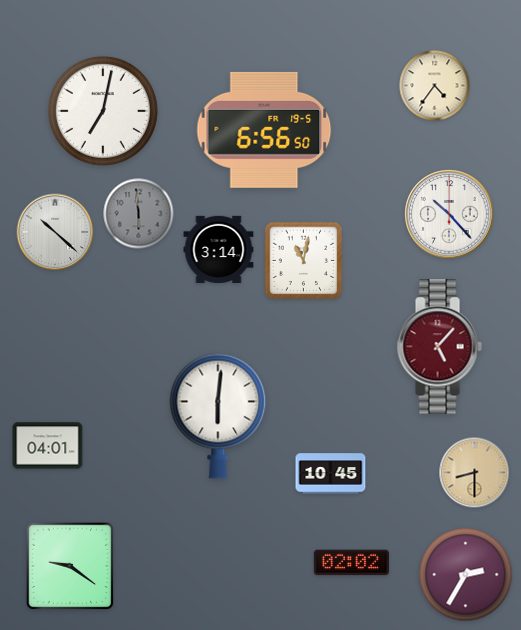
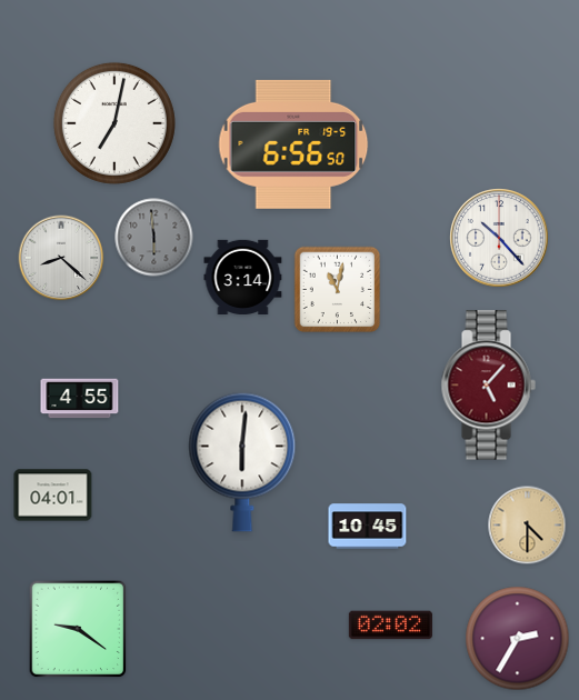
clock at (435, 86): 4:36 -> none
clock at (55, 232): 10:22 -> 8:22
clock at (80, 399): none -> 4:55
clock at (475, 473): 8:30 -> 4:30
